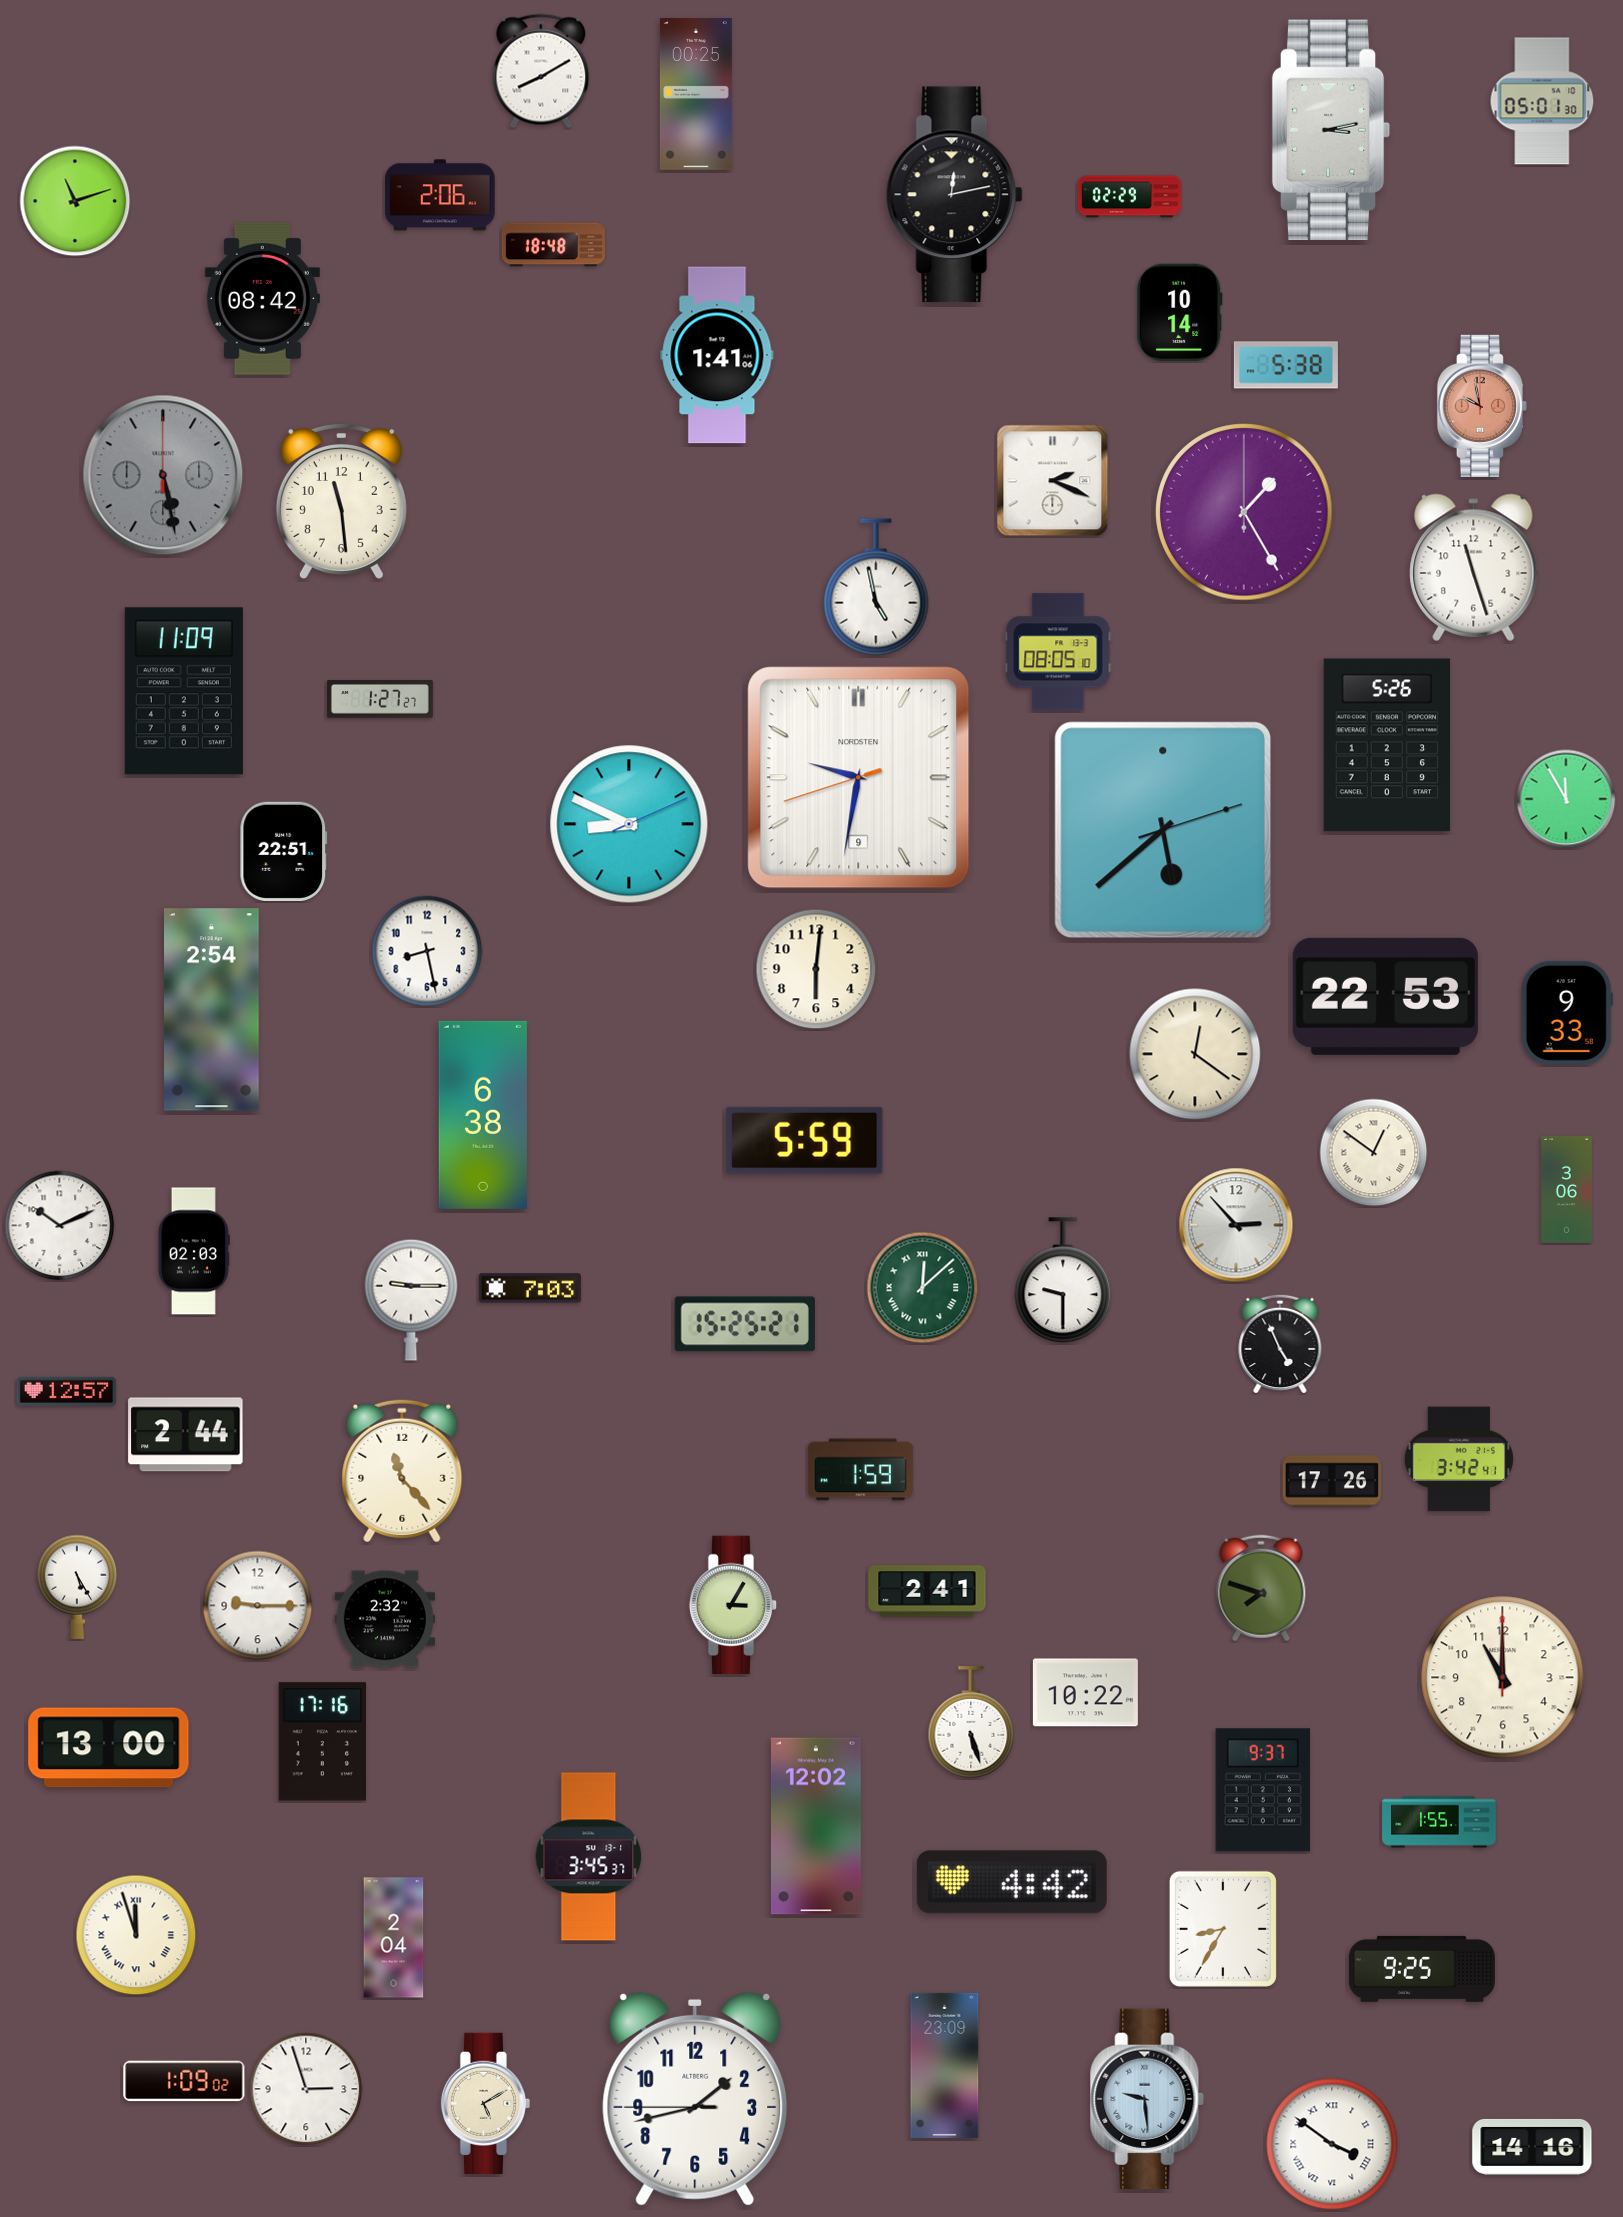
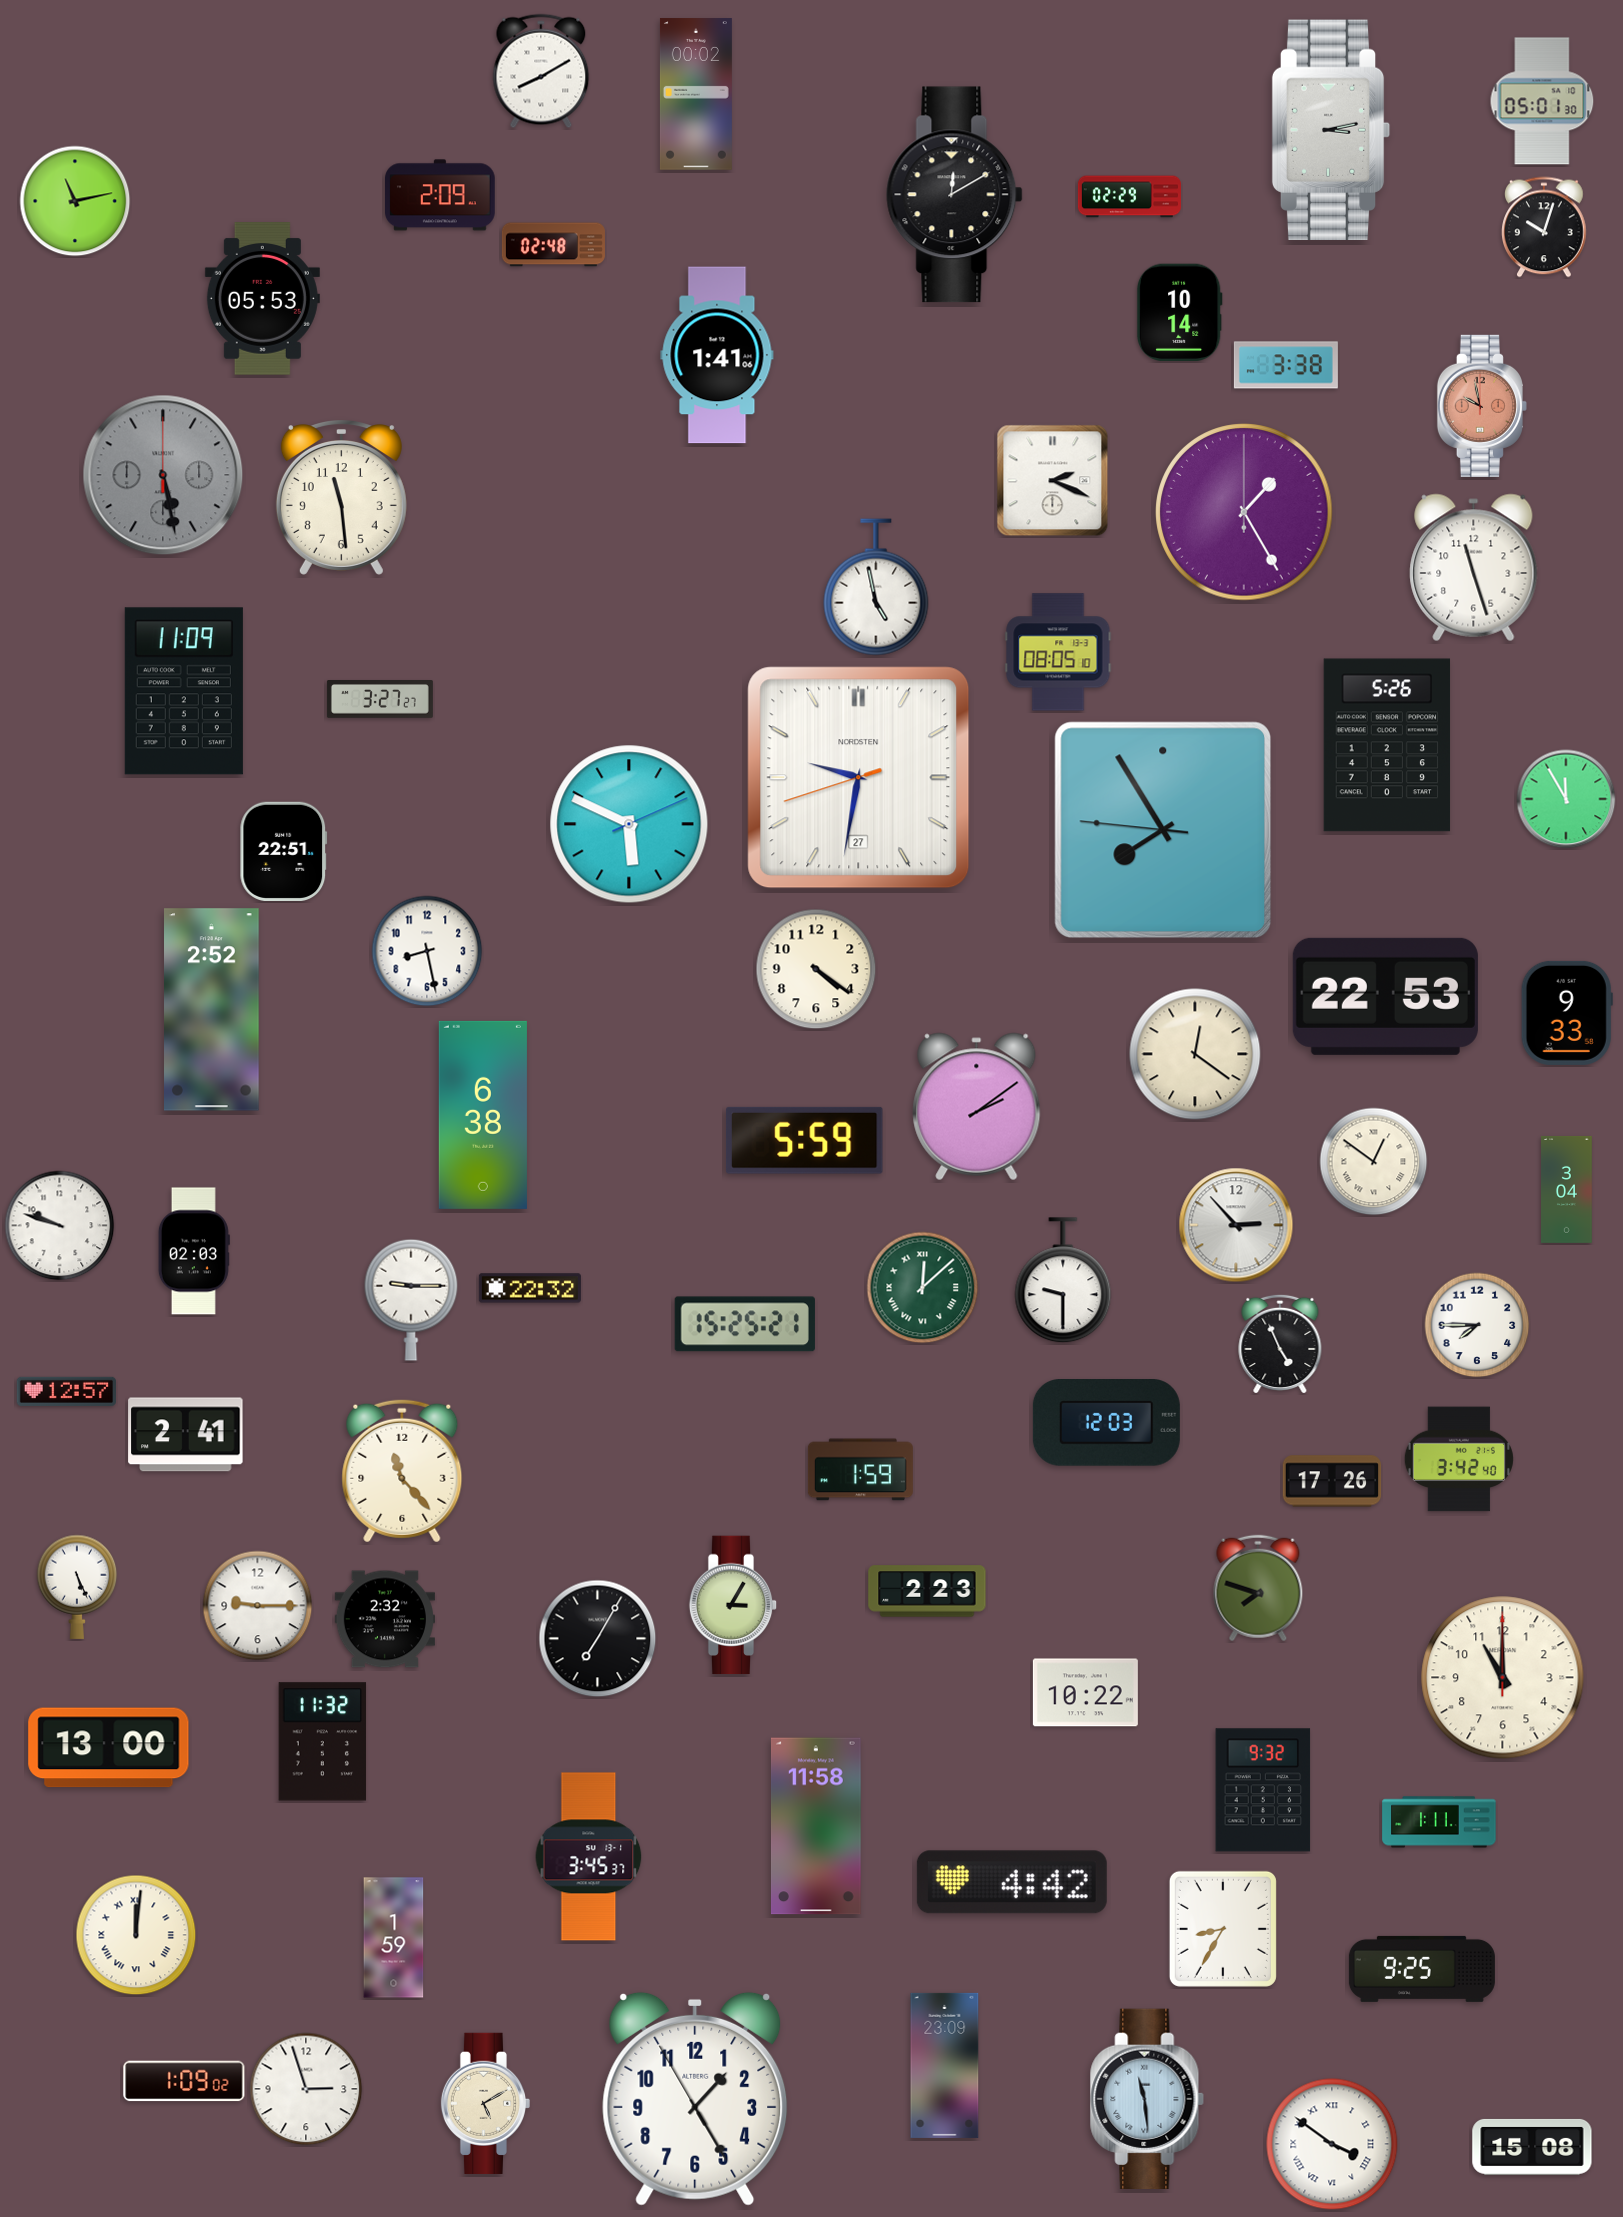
clock at (696, 94): 00:25 -> 00:02
clock at (441, 195): 2:06 -> 2:09
clock at (955, 195): 12:13 -> 12:10
clock at (75, 201): 11:12 -> 11:13
clock at (1545, 227): none -> 10:03
clock at (553, 245): 18:48 -> 02:48
clock at (262, 299): 08:42 -> 05:53
clock at (1286, 365): 5:38 -> 3:38
clock at (341, 502) position: (341, 502) -> (341, 498)
clock at (380, 700): 1:27 -> 3:27
clock at (859, 778) date: 9 -> 27
clock at (629, 824): 8:49 -> 5:49
clock at (1163, 830): 5:38 -> 7:54
clock at (816, 969): 6:01 -> 4:21
clock at (212, 1010): 2:54 -> 2:52
clock at (977, 1107): none -> 2:09
clock at (1374, 1153) position: (1374, 1153) -> (1374, 1162)
clock at (1567, 1189): 3:06 -> 3:04
clock at (60, 1226): 10:11 -> 9:48
clock at (530, 1288): 7:03 -> 22:32
clock at (1477, 1325): none -> 7:45
clock at (1106, 1423): none -> 12:03
clock at (186, 1435): 2:44 -> 2:41
clock at (1459, 1459): 3:42:41 -> 3:42:40
clock at (77, 1587): 5:25 -> 5:26
clock at (1261, 1588) position: (1261, 1588) -> (1258, 1588)
clock at (927, 1591): 2:41 -> 2:23
clock at (598, 1639): none -> 7:05
clock at (971, 1723): 5:27 -> none
clock at (323, 1742): 17:16 -> 11:32
clock at (1263, 1790): 9:37 -> 9:32
clock at (1439, 1822): 1:55 -> 1:11
clock at (816, 1826): 12:02 -> 11:58
clock at (136, 1935): 11:57 -> 12:01
clock at (394, 1938): 2:04 -> 1:59
clock at (1147, 2098): 9:29 -> 11:29
clock at (695, 2099): 1:42 -> 1:24
clock at (1532, 2147): 14:16 -> 15:08
